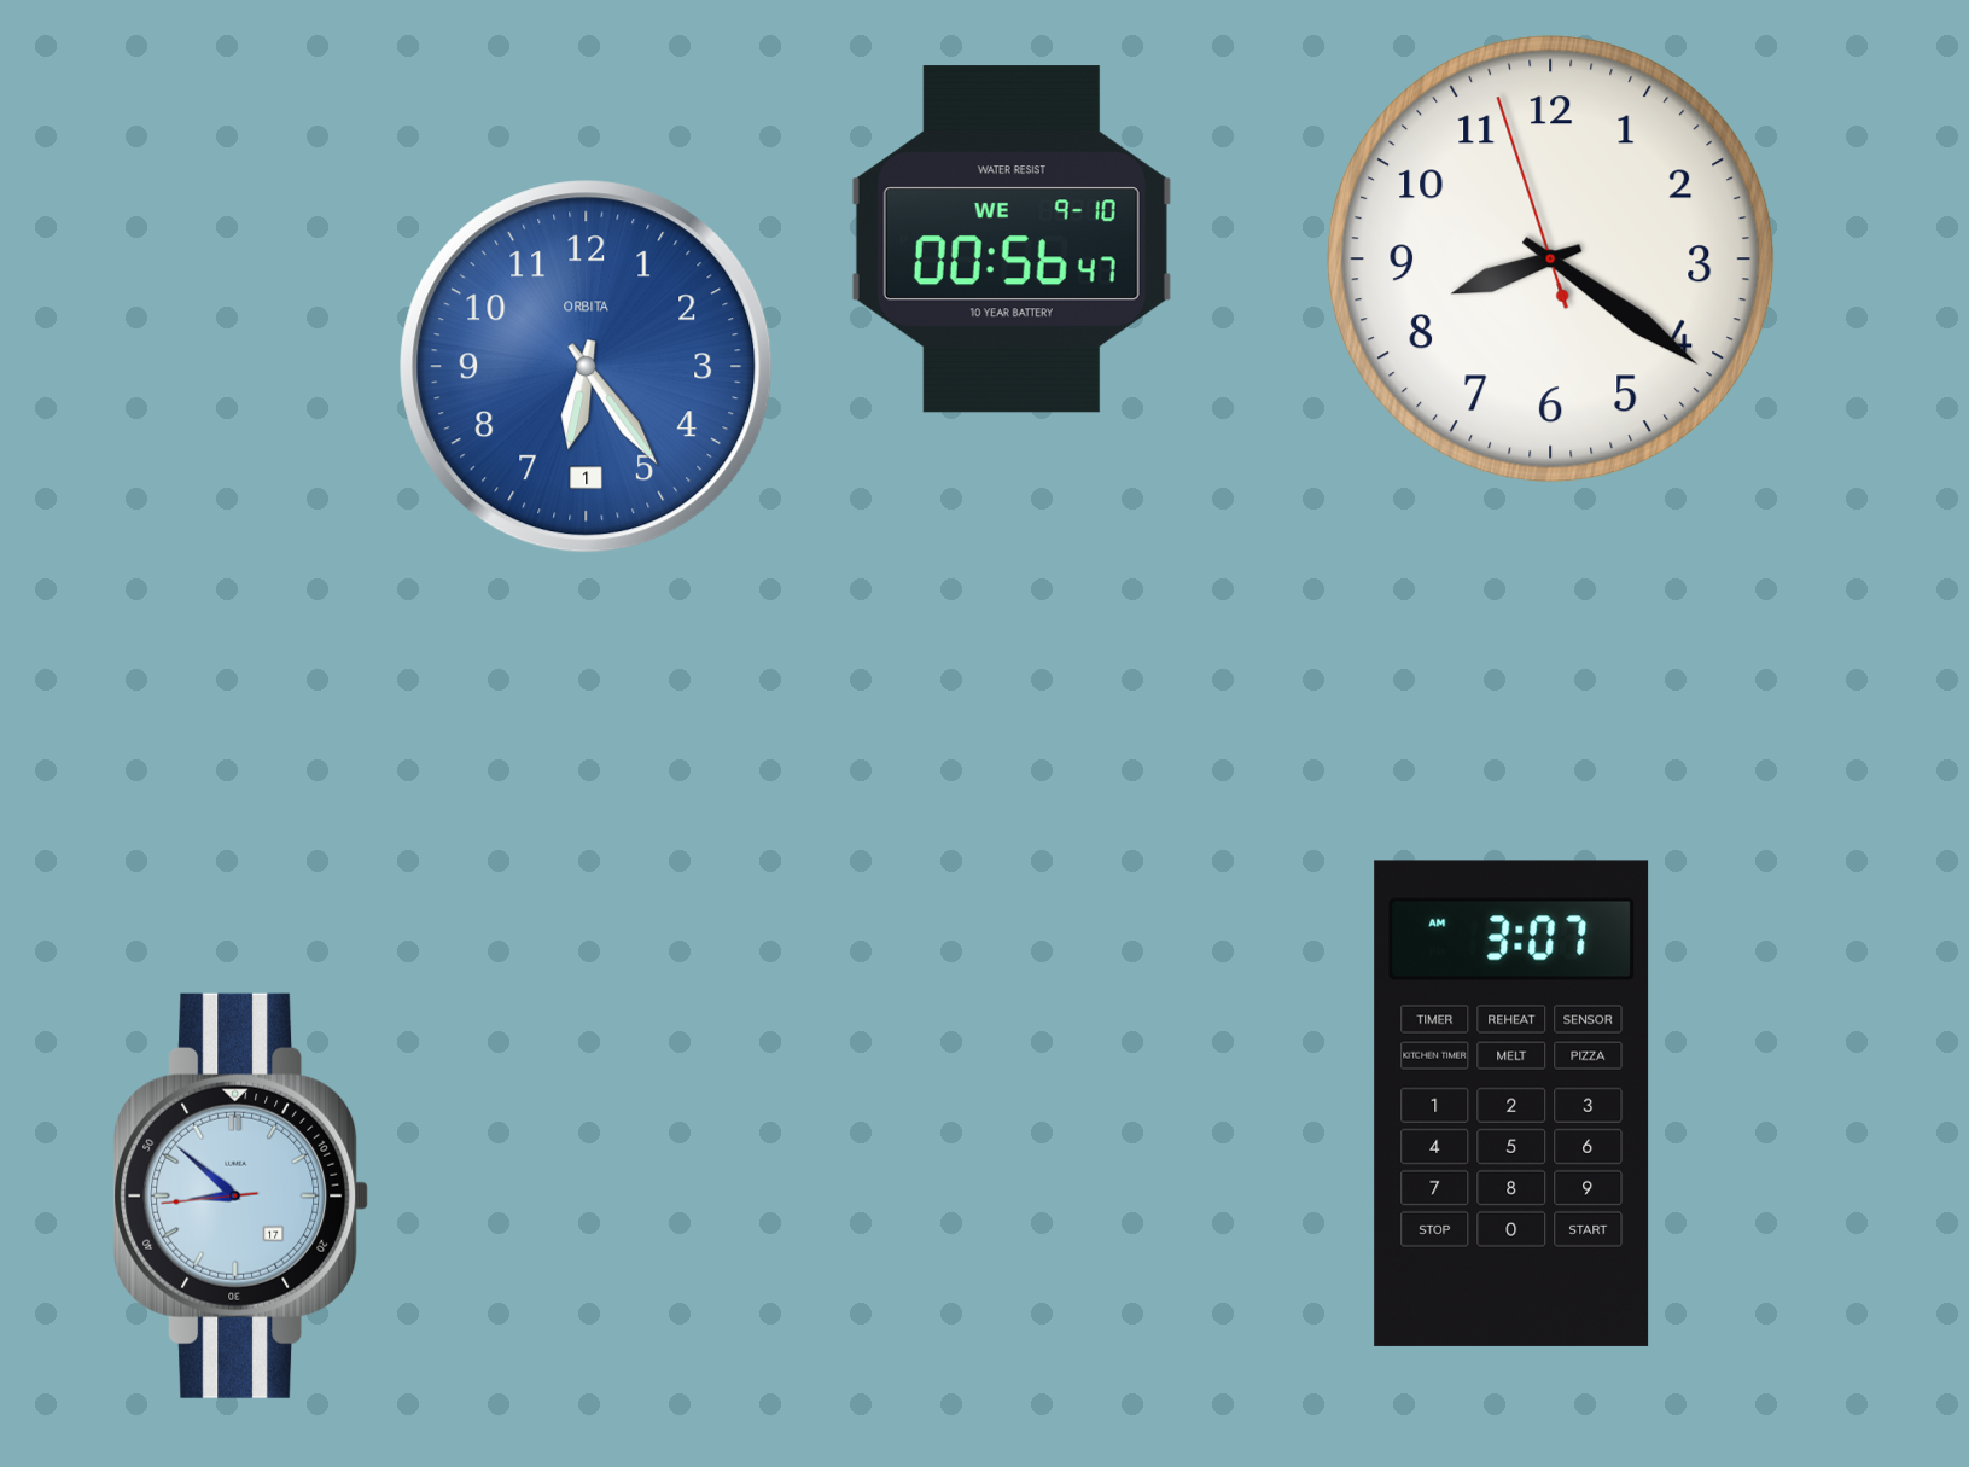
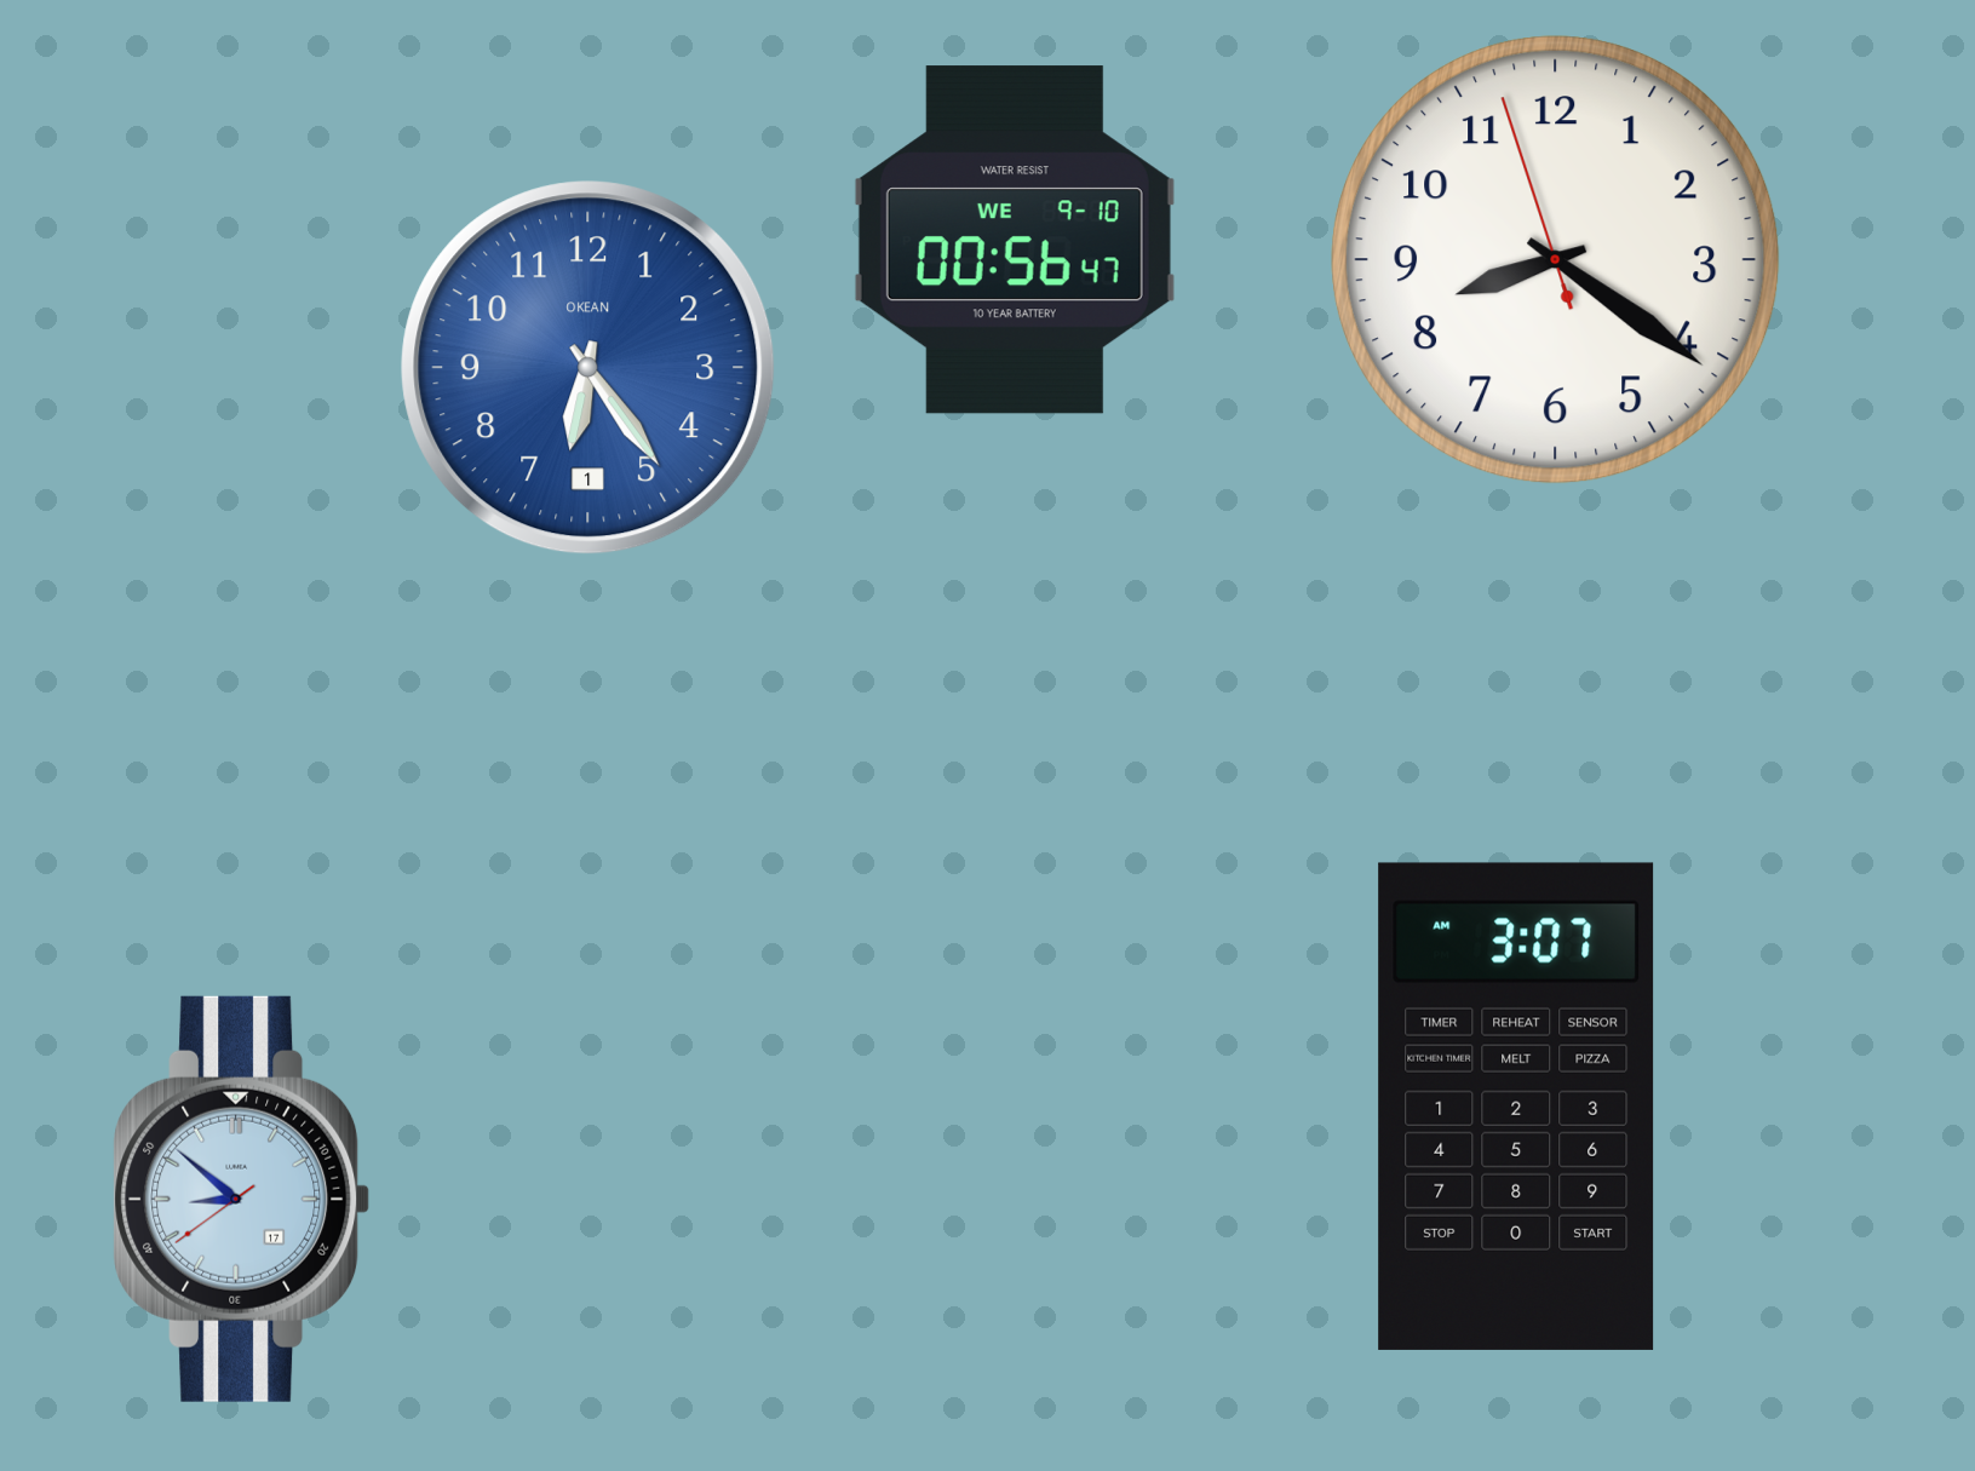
clock at (587, 367) brand: ORBITA -> OKEAN
clock at (241, 1195): 8:51:44 -> 8:51:39
